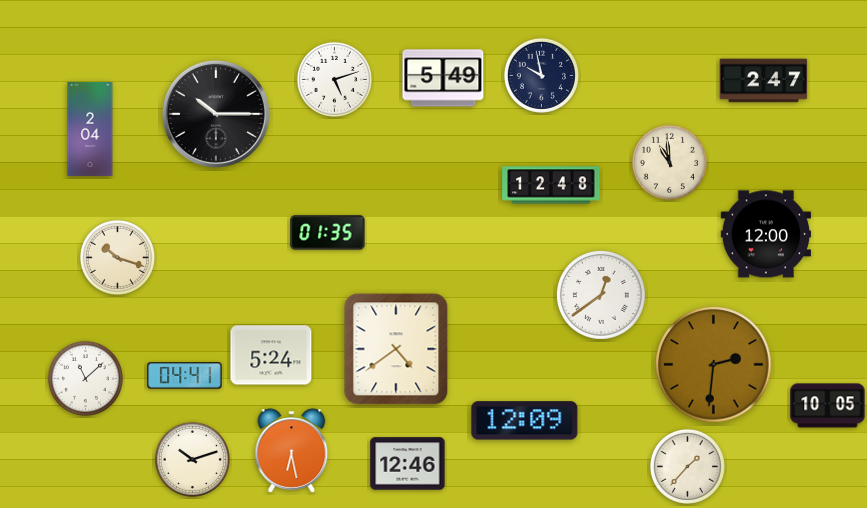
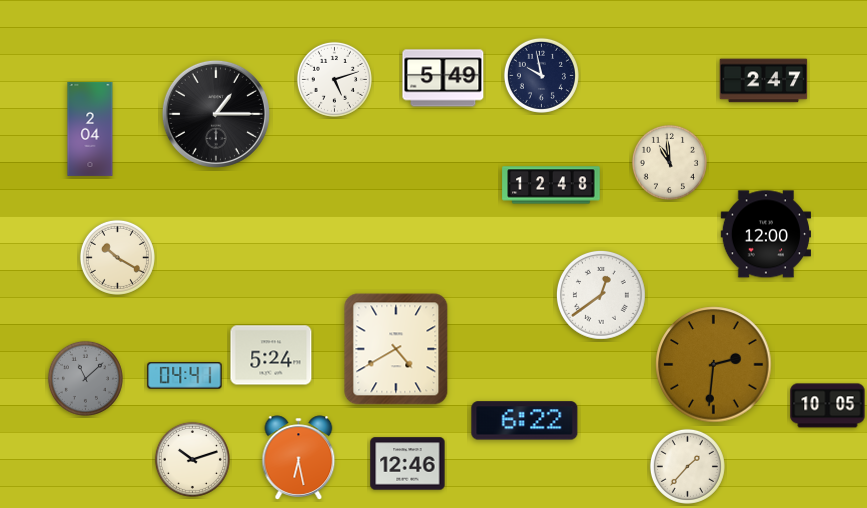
clock at (216, 114): 10:15 -> 1:15
clock at (328, 233): 01:35 -> none
clock at (117, 257): 10:18 -> 10:20
clock at (396, 349): 4:39 -> 4:40
clock at (85, 378) dial: white -> grey
clock at (525, 421): 12:09 -> 6:22
clock at (292, 451) position: (292, 451) -> (299, 458)
